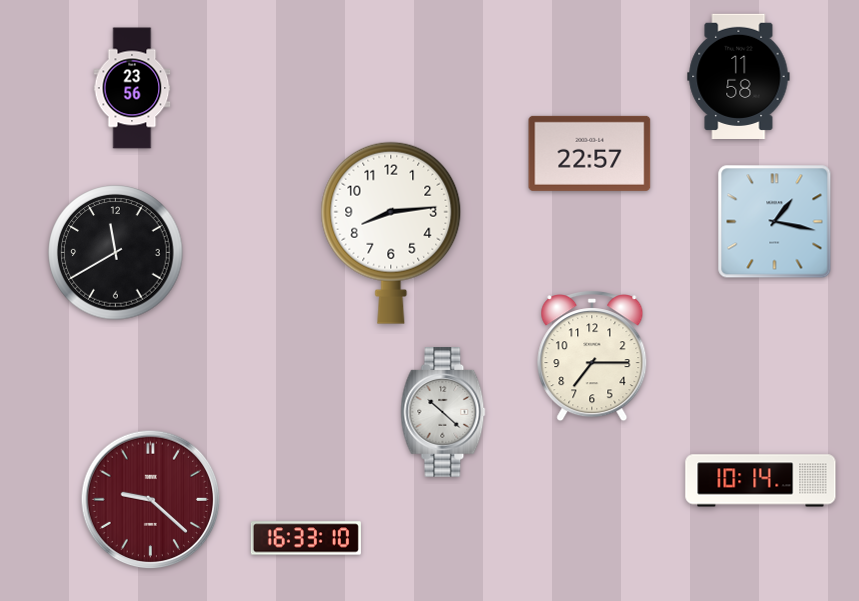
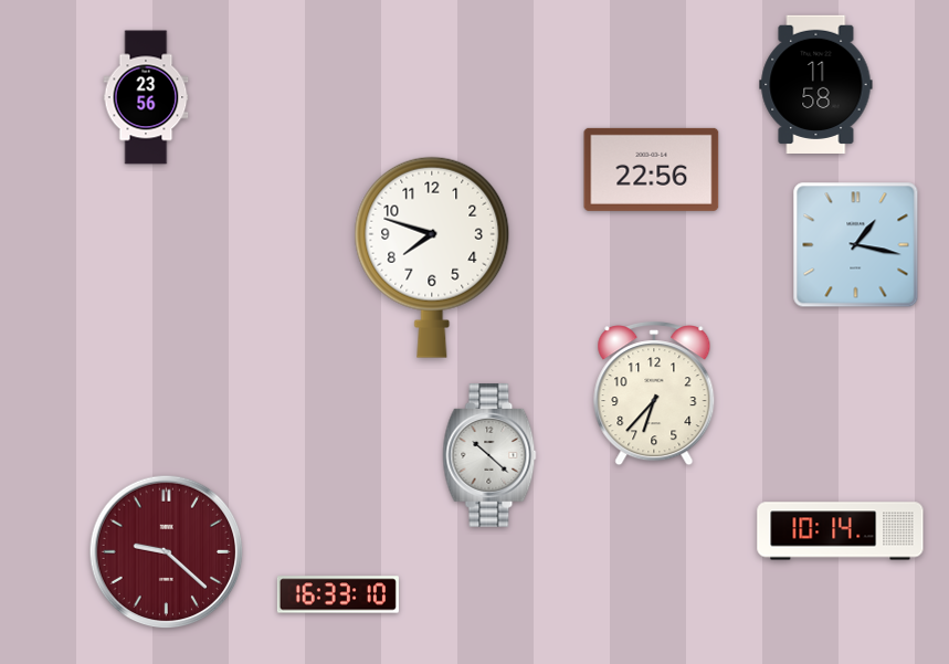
clock at (590, 153): 22:57 -> 22:56
clock at (391, 233): 8:14 -> 7:48
clock at (116, 253): 11:40 -> none
clock at (592, 356): 7:15 -> 6:37
